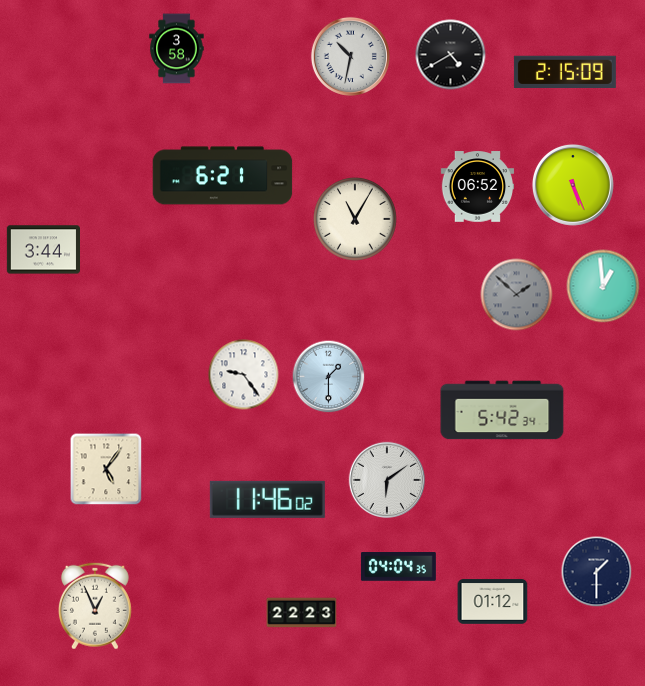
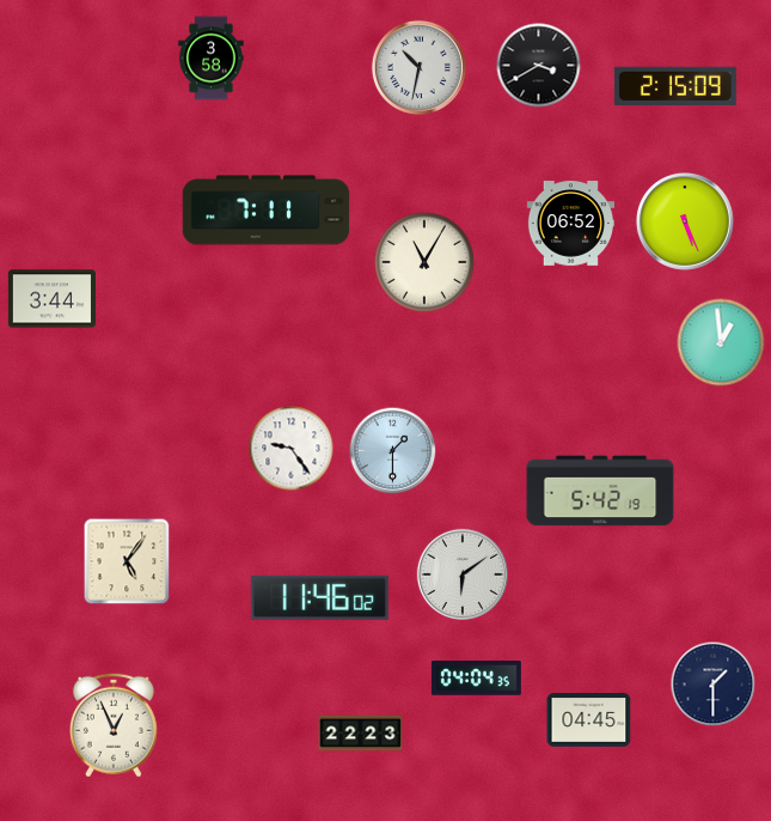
clock at (451, 55): 4:40 -> 3:40
clock at (223, 176): 6:21 -> 7:11
clock at (517, 295): 1:52 -> none
clock at (502, 410): 5:42:34 -> 5:42:19
clock at (493, 602): 01:12 -> 04:45
